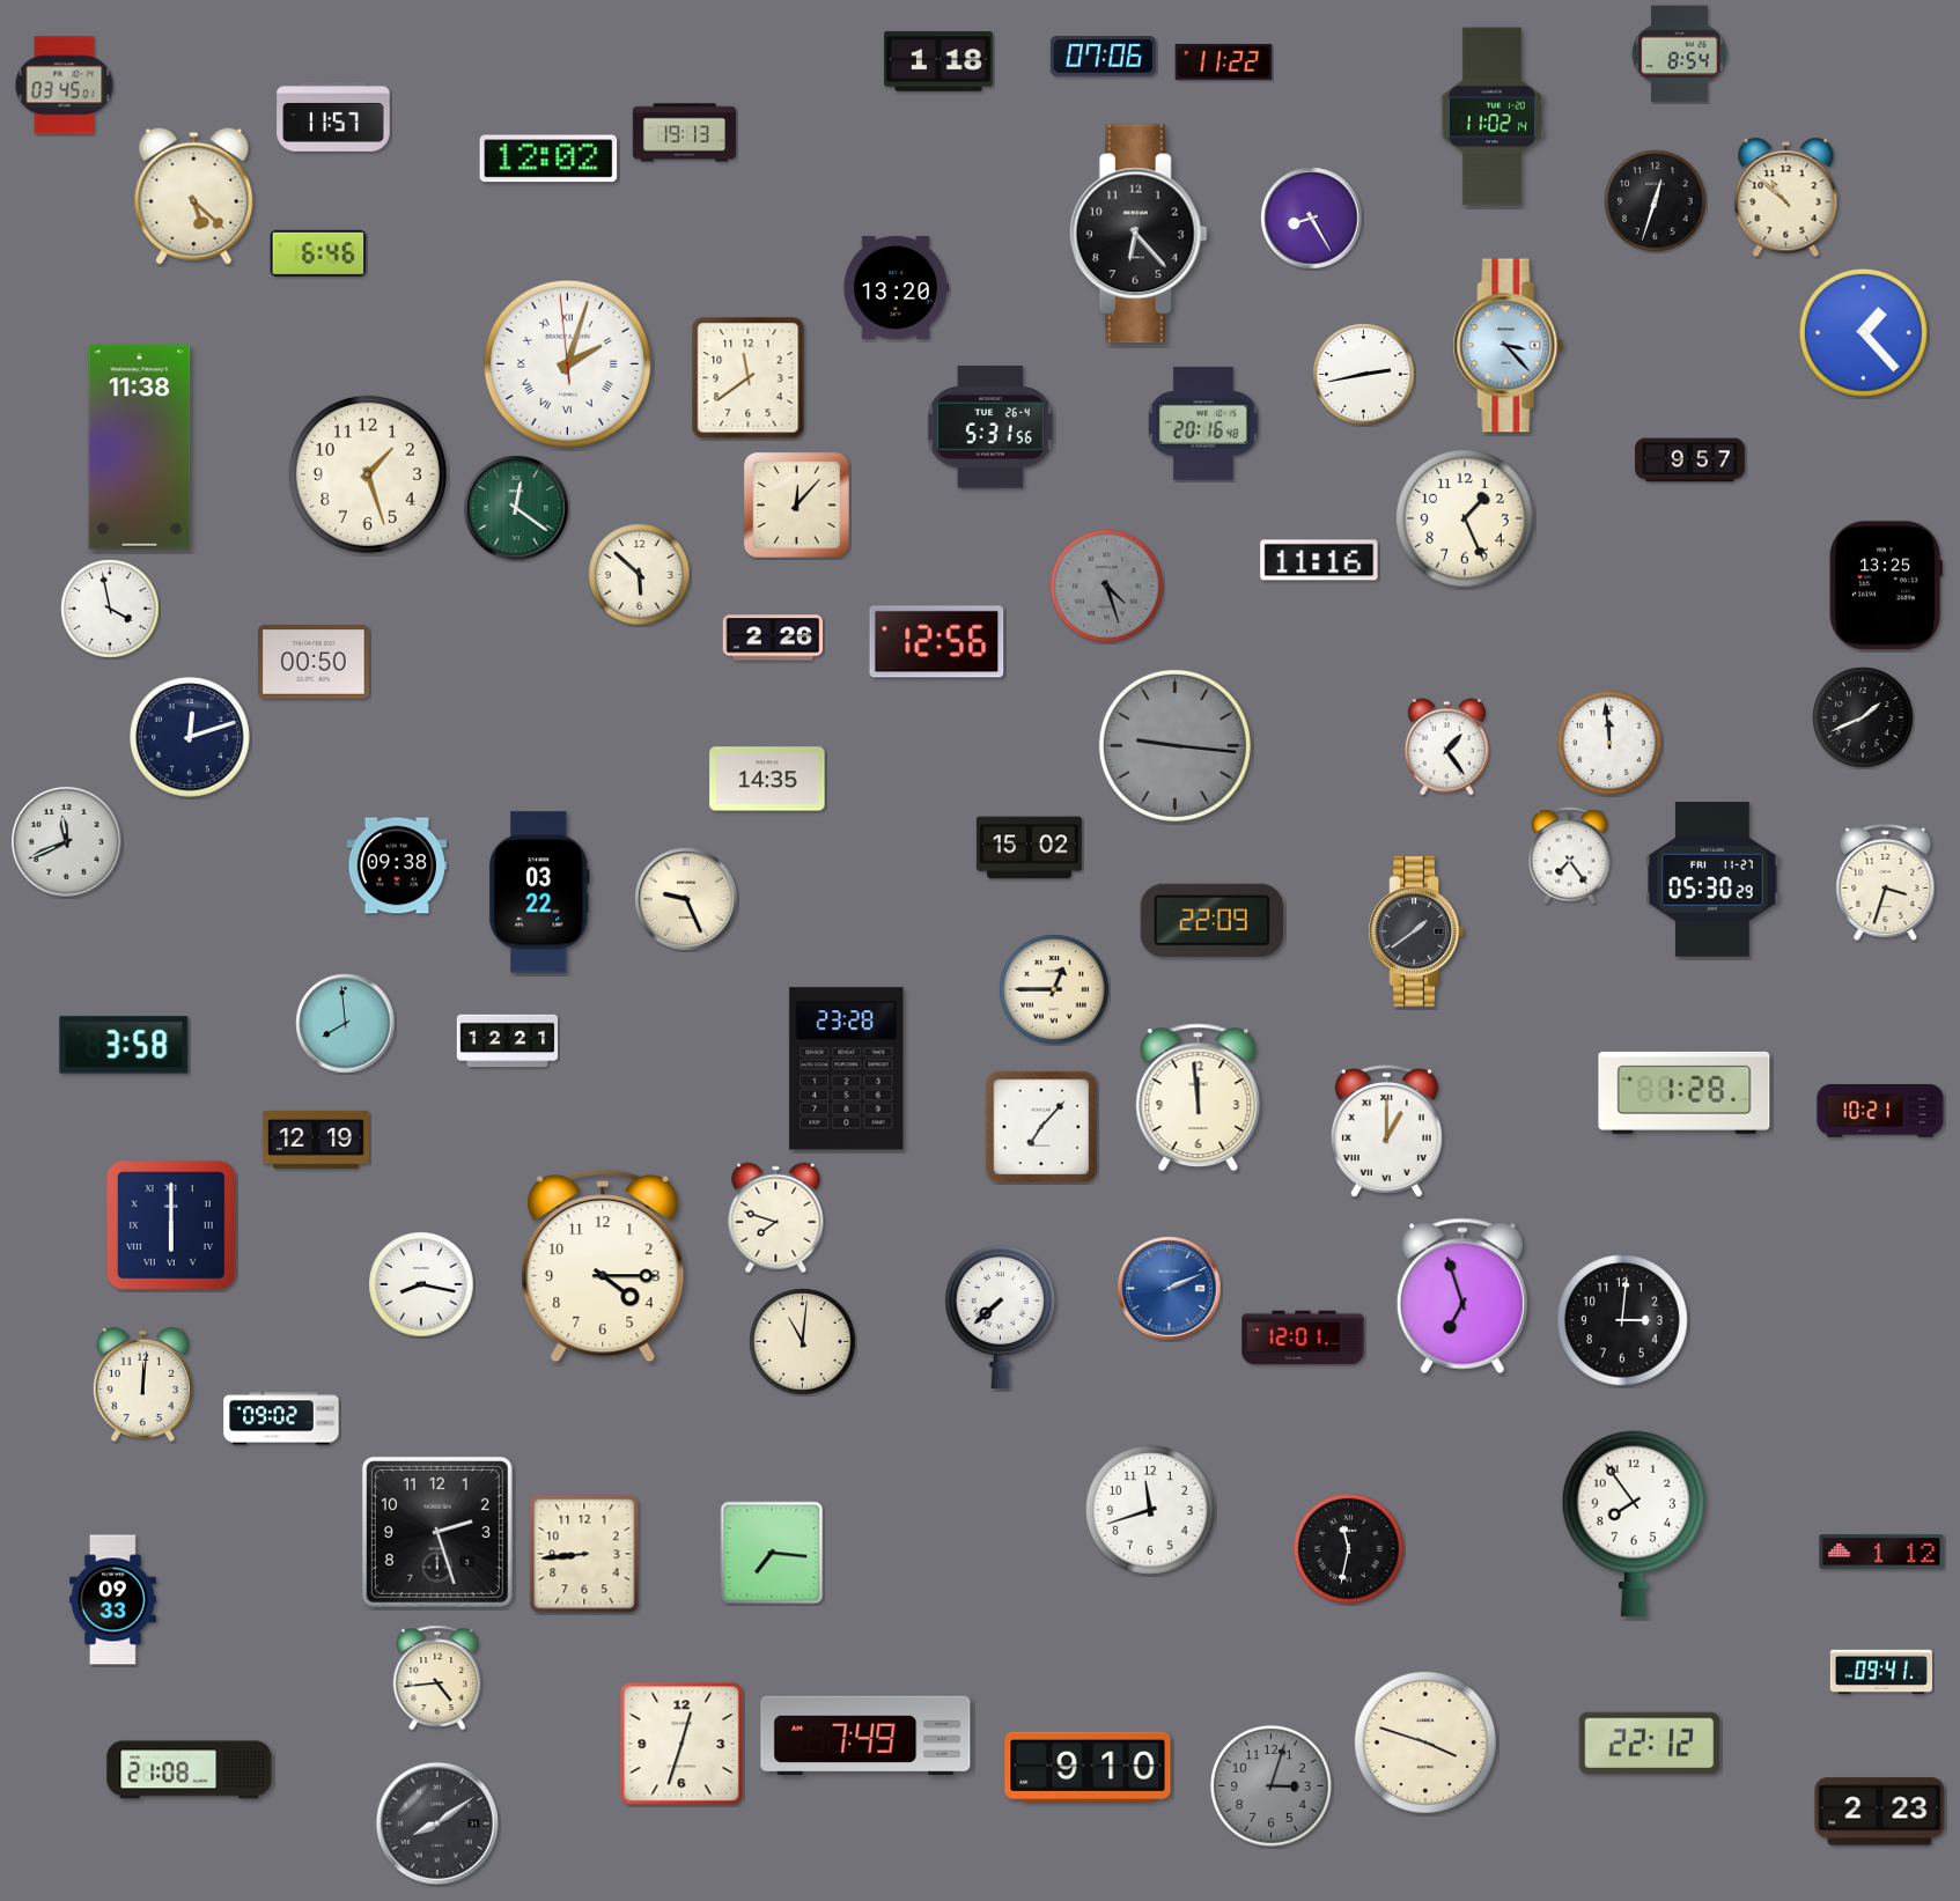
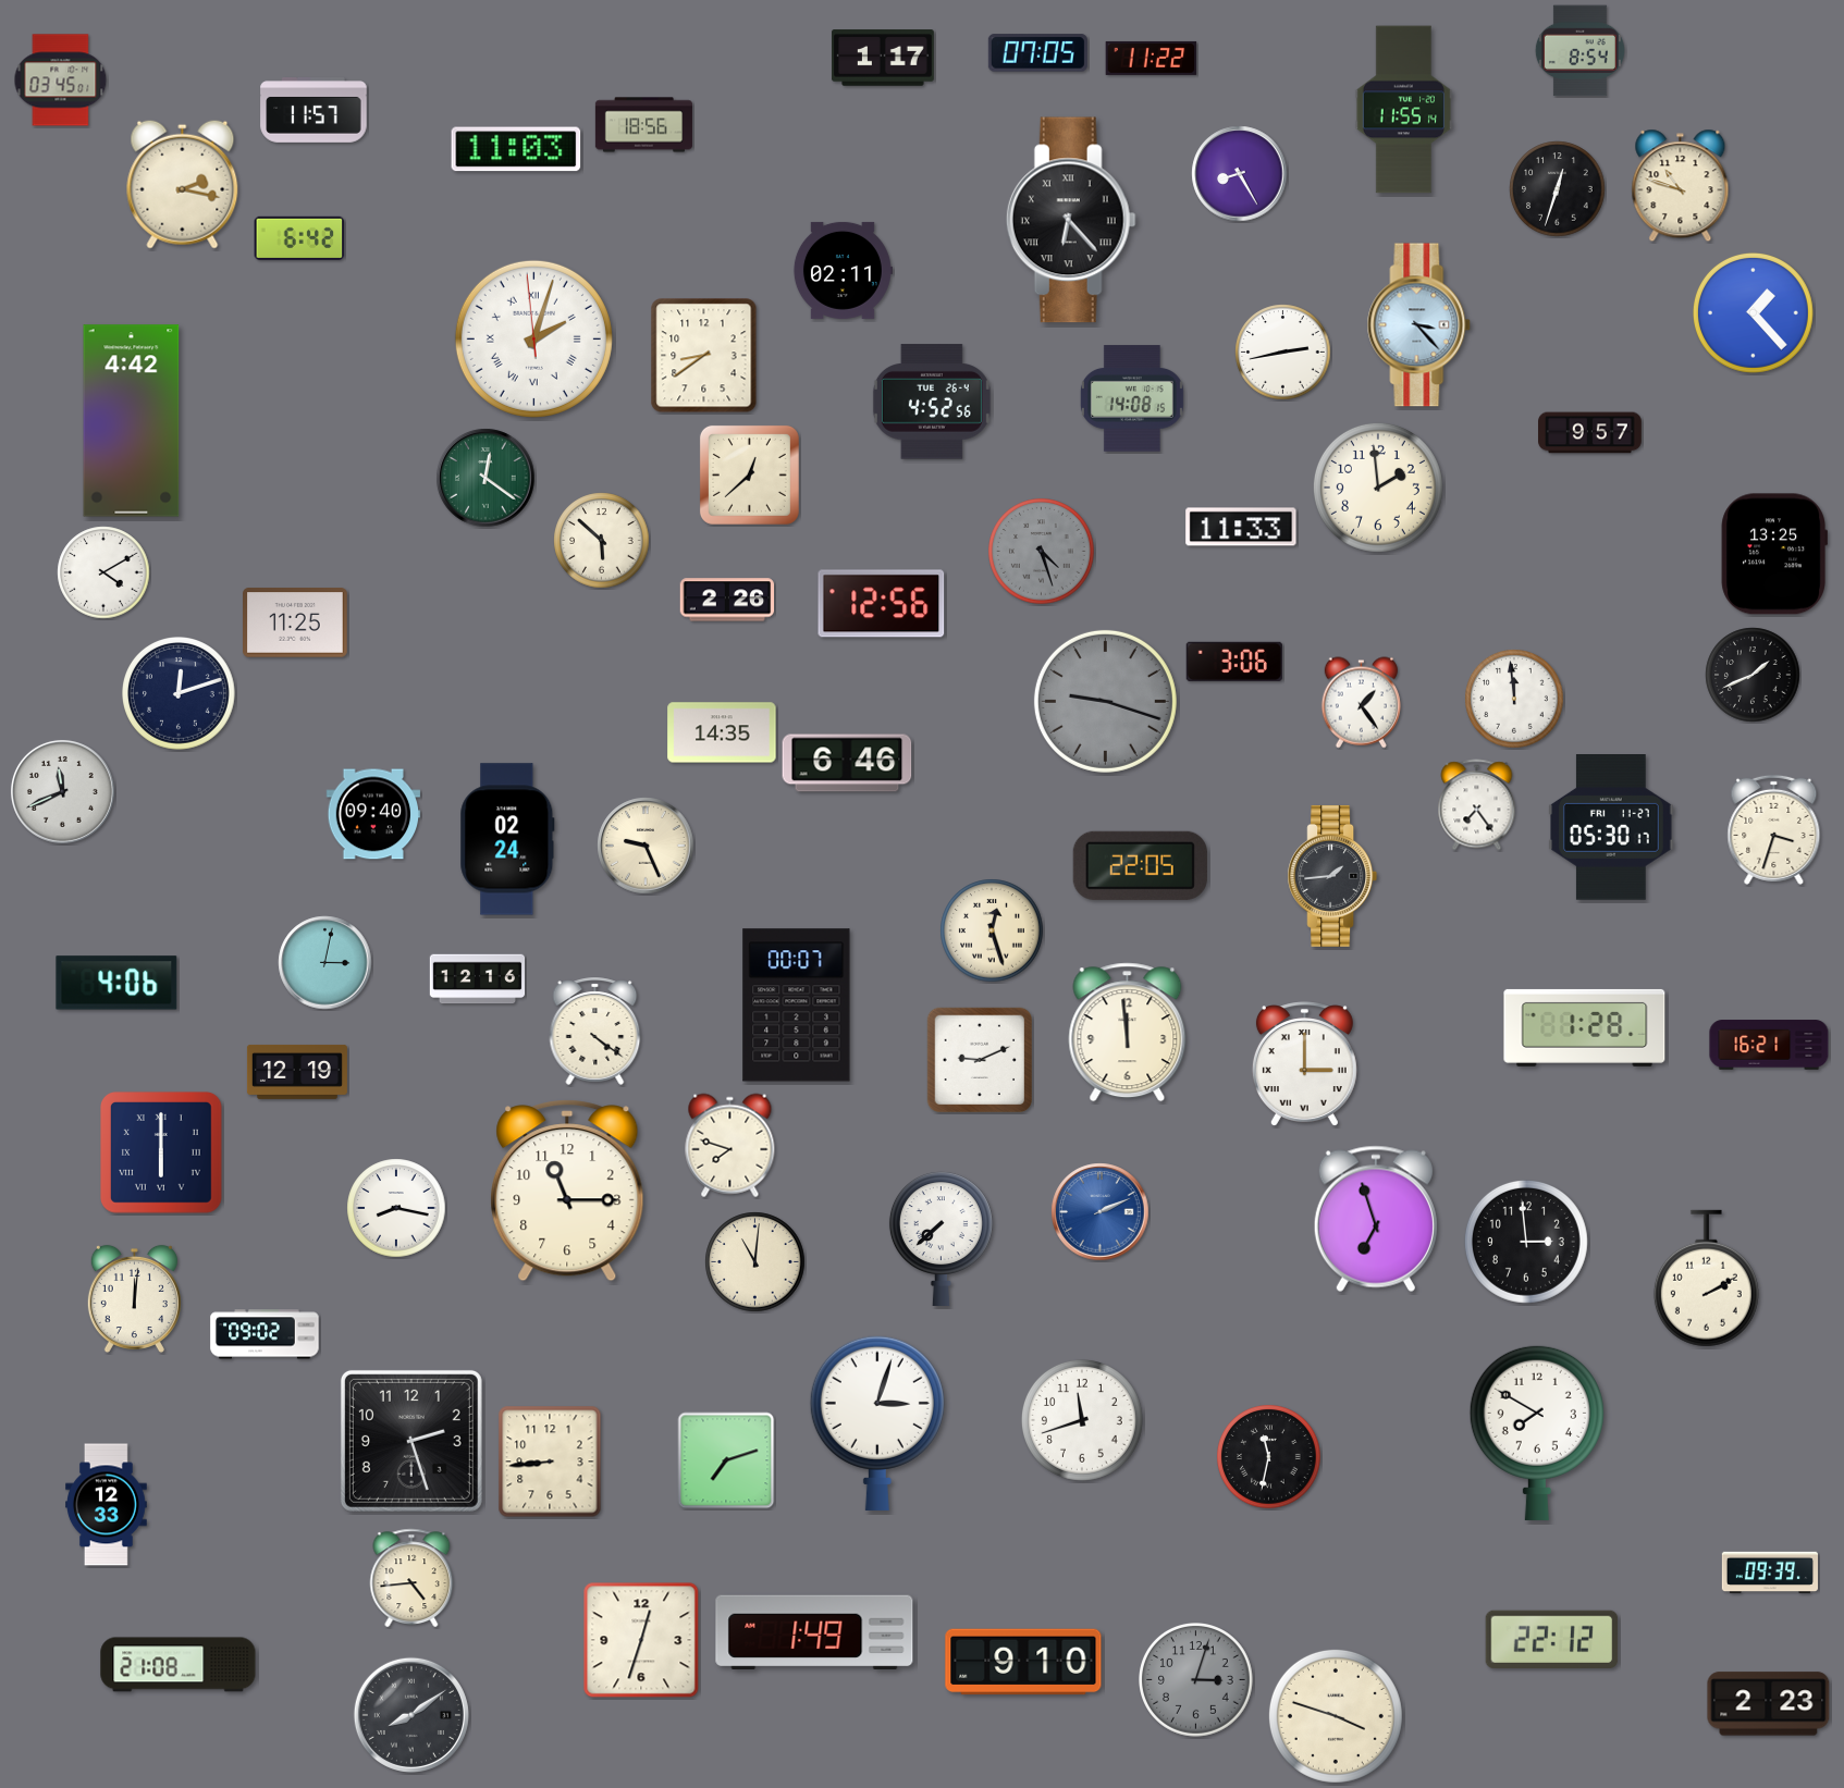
clock at (1103, 57): 07:06 -> 07:05
clock at (938, 61): 1:18 -> 1:17
clock at (1491, 117): 11:02 -> 11:55
clock at (684, 133): 19:13 -> 18:56
clock at (548, 159): 12:02 -> 11:03
clock at (194, 196): 5:22 -> 2:17
clock at (1786, 198): 10:52 -> 10:48
clock at (1312, 219) position: (1312, 219) -> (1240, 174)
clock at (1139, 234) numerals: Arabic -> Roman
clock at (318, 253): 6:46 -> 6:42
clock at (896, 287): 13:20 -> 02:11
clock at (567, 363) position: (567, 363) -> (533, 338)
clock at (749, 378): 11:39 -> 8:39
clock at (1203, 423): 20:16 -> 14:08
clock at (990, 427): 5:31 -> 4:52
clock at (140, 448): 11:38 -> 4:42
clock at (368, 474): 1:27 -> none
clock at (796, 504): 12:07 -> 12:38
clock at (1465, 518): 1:26 -> 1:59
clock at (1319, 560): 11:16 -> 11:33
clock at (1886, 585) position: (1886, 585) -> (1774, 554)
clock at (110, 609): 3:58 -> 4:10
clock at (315, 662): 00:50 -> 11:25
clock at (1234, 662): none -> 3:06
clock at (1174, 745): 9:16 -> 9:18
clock at (847, 763): none -> 6:46
clock at (1029, 848): 15:02 -> none
clock at (397, 865): 09:38 -> 09:40
clock at (1712, 880): 05:30:29 -> 05:30:17
clock at (539, 892): 03:22 -> 02:24
clock at (1211, 920): 22:09 -> 22:05
clock at (1416, 931): 1:39 -> 1:44
clock at (1054, 989): 12:45 -> 12:27
clock at (346, 1024): 7:59 -> 3:02
clock at (508, 1041): 12:21 -> 12:16
clock at (124, 1045): 3:58 -> 4:06
clock at (847, 1069): 23:28 -> 00:07
clock at (595, 1031): none -> 4:21
clock at (1880, 1111): 10:21 -> 16:21
clock at (1040, 1126): 7:07 -> 9:11
clock at (1386, 1132): 1:00 -> 3:00
clock at (603, 1266): 4:15 -> 11:15
clock at (1622, 1320): 3:01 -> 2:59
clock at (1303, 1338): 12:01 -> none
clock at (1706, 1279): none -> 2:10
clock at (142, 1384) position: (142, 1384) -> (134, 1298)
clock at (877, 1422): none -> 3:03
clock at (1634, 1523): 7:54 -> 7:50
clock at (1881, 1552): 1:12 -> none
clock at (772, 1553): 7:16 -> 7:12
clock at (113, 1600): 09:33 -> 12:33
clock at (1880, 1672): 09:41 -> 09:39
clock at (865, 1734): 7:49 -> 1:49
clock at (1425, 1742) position: (1425, 1742) -> (1336, 1716)
